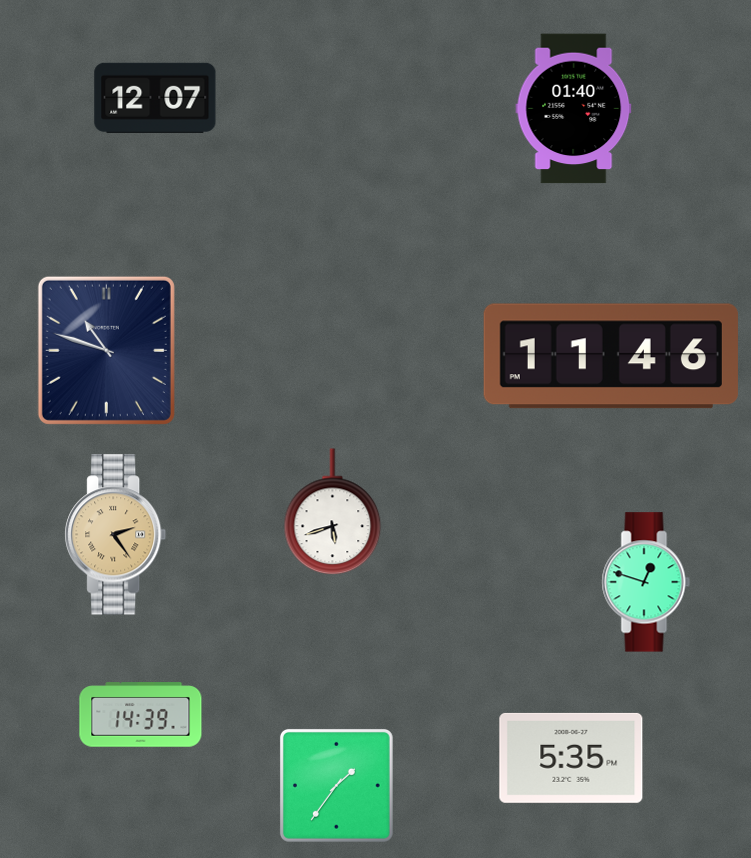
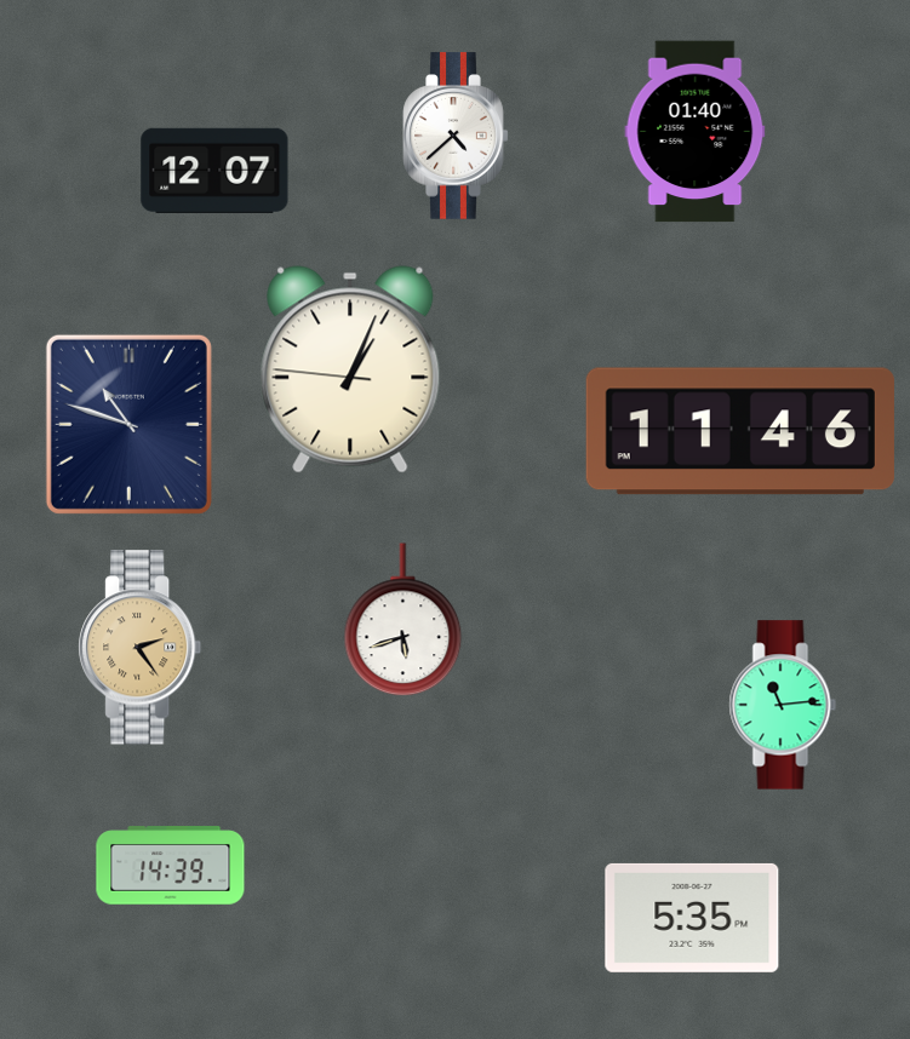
clock at (155, 98) position: (155, 98) -> (214, 171)
clock at (456, 136): none -> 4:38
clock at (350, 369): none -> 1:03
clock at (646, 582): 12:48 -> 11:14
clock at (336, 785): 1:36 -> none
